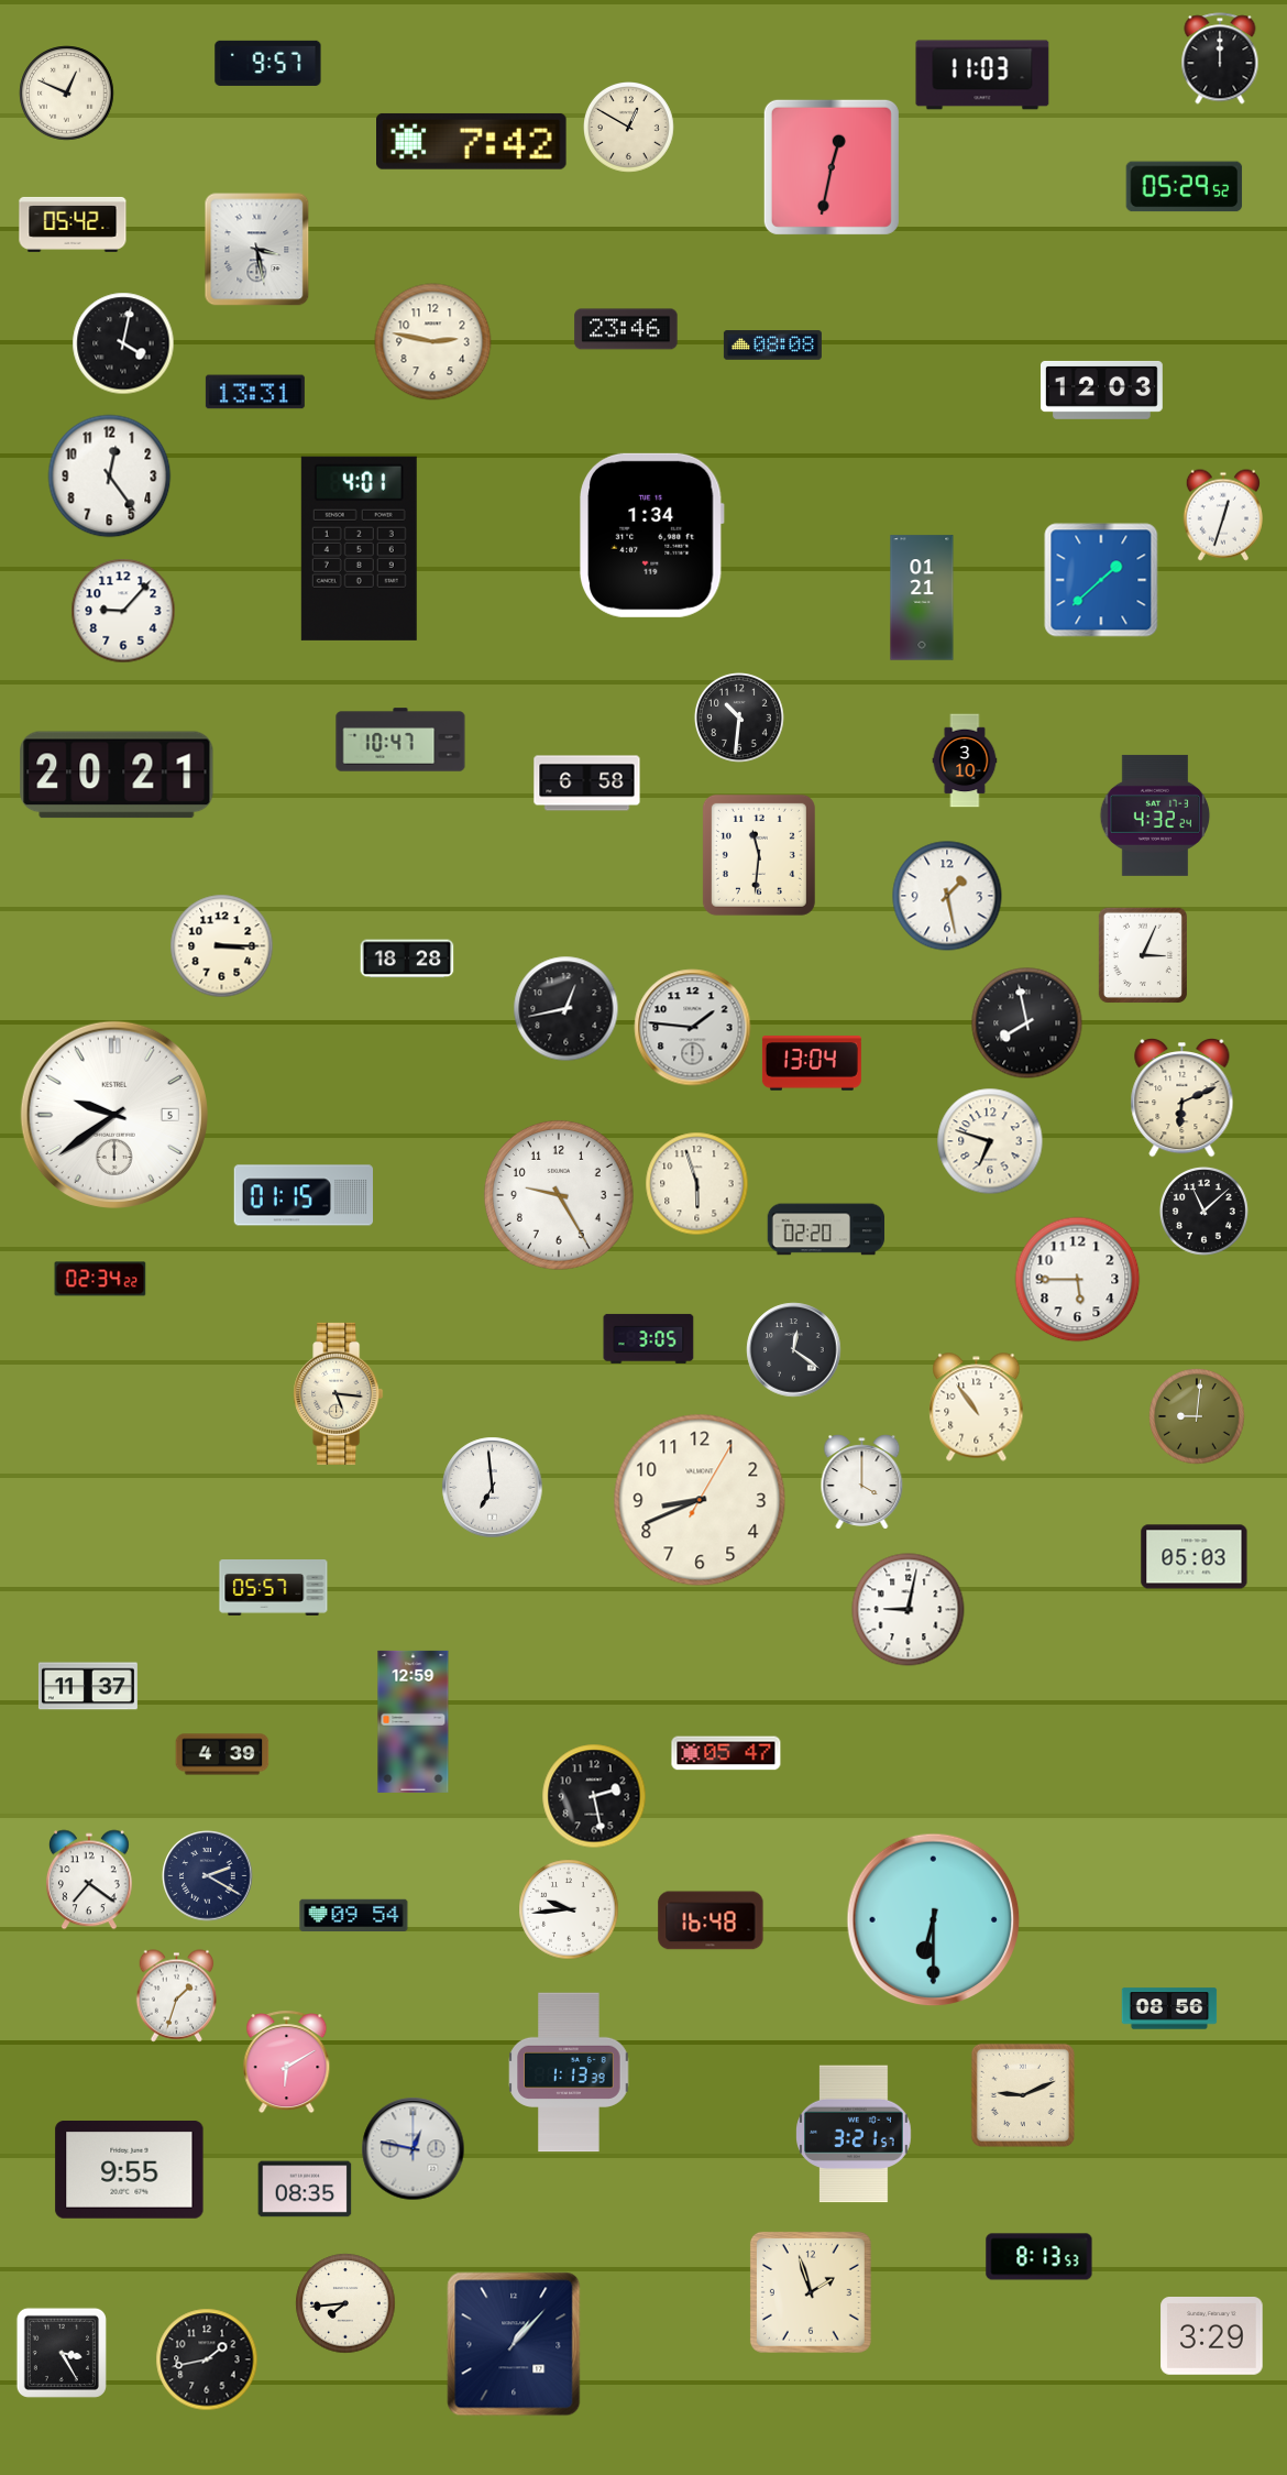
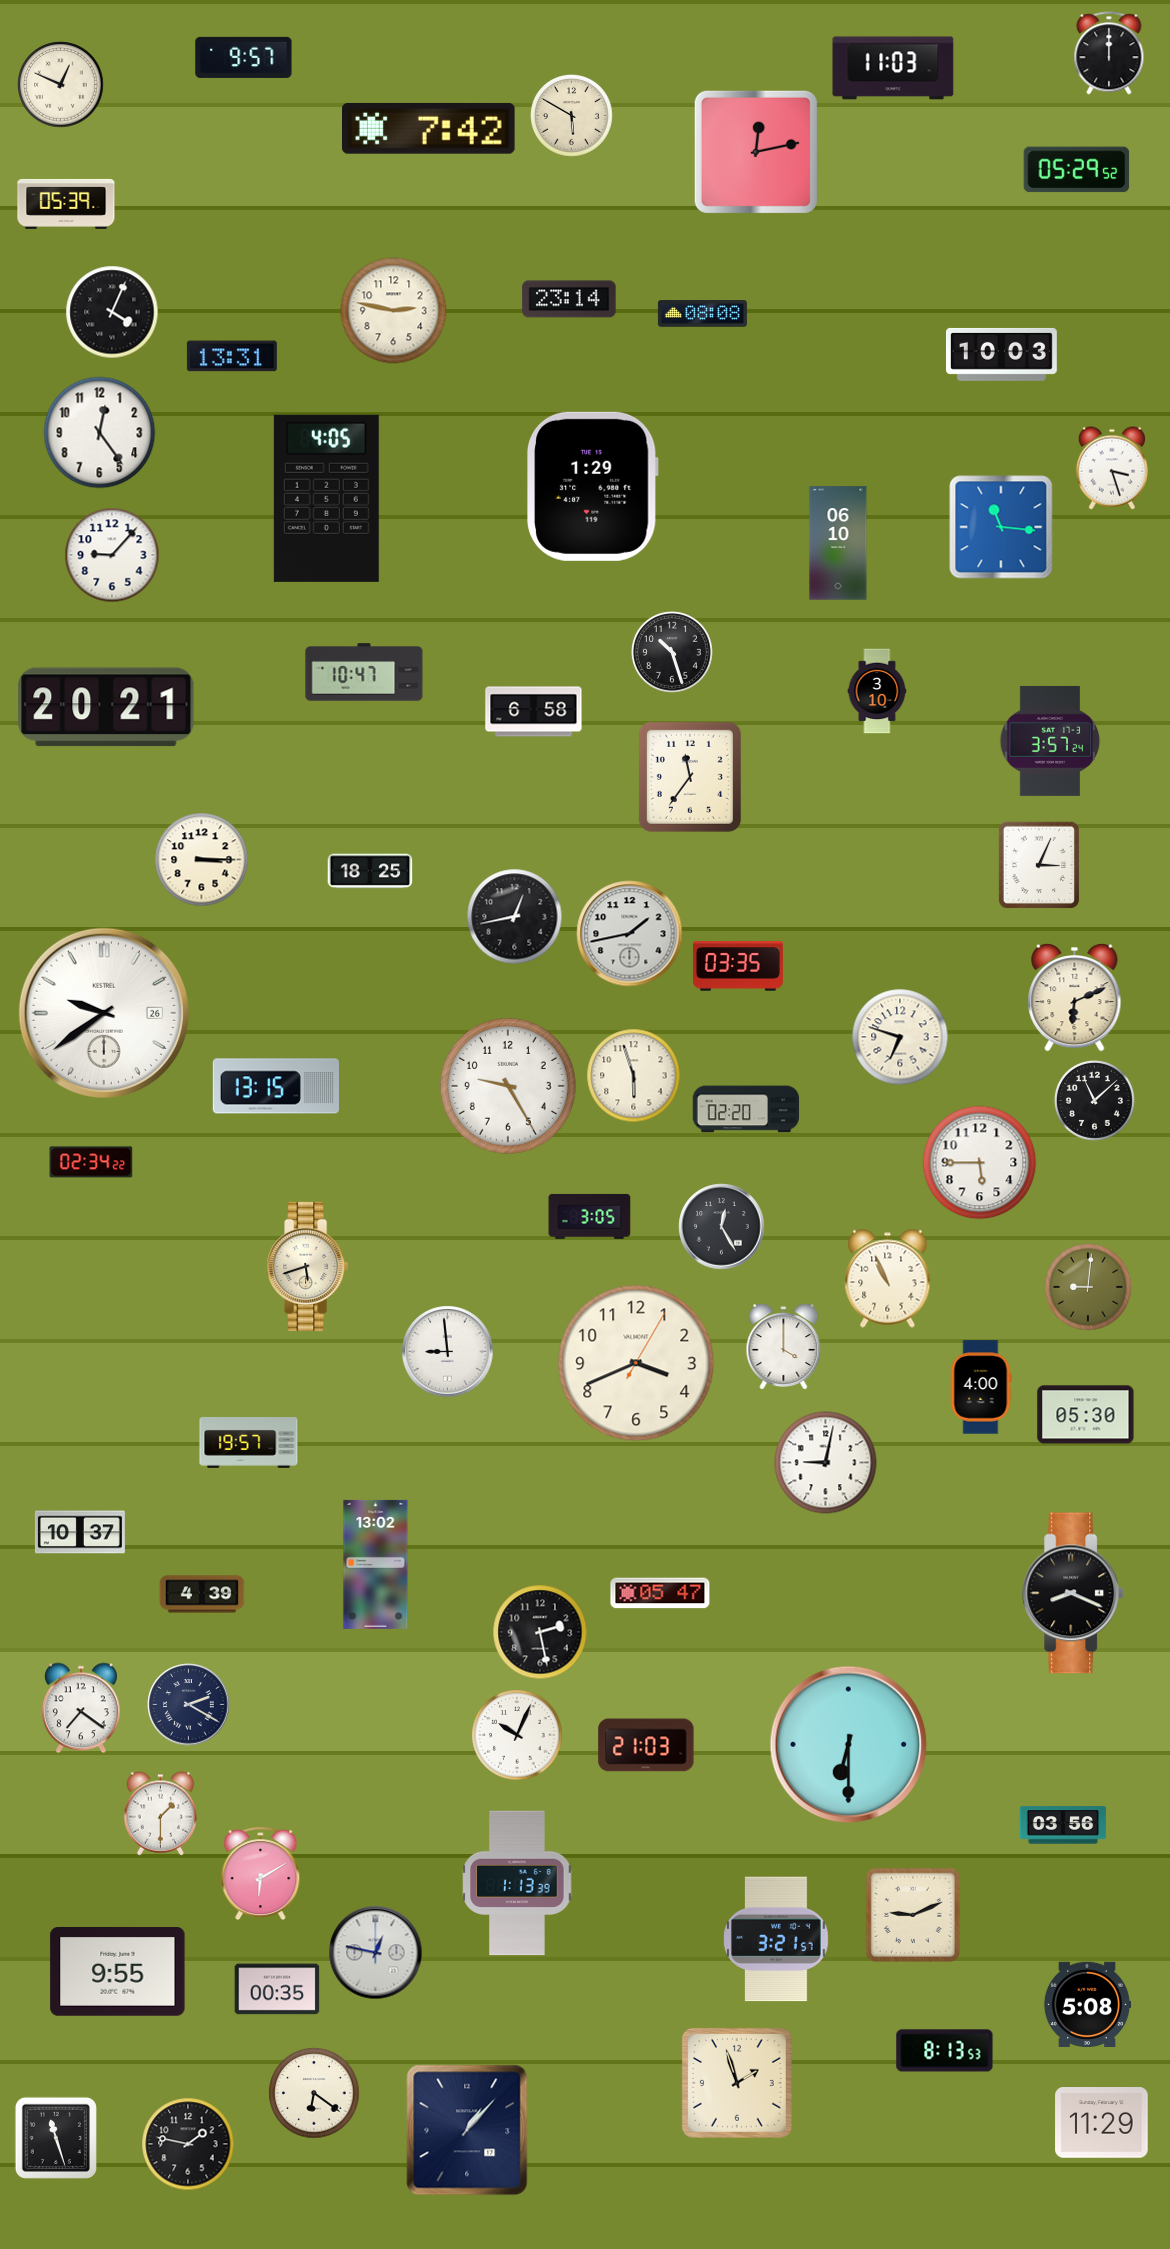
clock at (629, 128): 12:50 -> 5:50
clock at (832, 167): 12:32 -> 12:13
clock at (73, 224): 05:42 -> 05:39
clock at (257, 250): 3:28 -> none
clock at (626, 329): 23:46 -> 23:14
clock at (123, 343): 4:02 -> 4:04
clock at (1102, 390): 12:03 -> 10:03
clock at (1223, 515): 12:33 -> 3:27
clock at (652, 535): 1:34 -> 1:29
clock at (359, 548): 4:01 -> 4:05
clock at (1101, 580): 1:38 -> 11:16
clock at (922, 598): 01:21 -> 06:10
clock at (739, 718): 10:31 -> 10:27
clock at (117, 775) position: (117, 775) -> (106, 707)
clock at (1155, 815): 4:32 -> 3:57
clock at (759, 855): 11:31 -> 11:36
clock at (947, 896): 1:28 -> none
clock at (1143, 955) position: (1143, 955) -> (1039, 865)
clock at (407, 959): 18:28 -> 18:25
clock at (1027, 1023): 7:58 -> none
clock at (693, 1028): 1:46 -> 1:43
clock at (812, 1063): 13:04 -> 03:35
clock at (114, 1115) date: 5 -> 26
clock at (302, 1195): 01:15 -> 13:15
clock at (826, 1229) position: (826, 1229) -> (746, 1109)
clock at (794, 1350): 12:21 -> 12:25
clock at (339, 1393): 5:16 -> 5:42
clock at (977, 1408): 10:54 -> 10:56
clock at (493, 1488): 6:59 -> 8:59
clock at (700, 1500): 8:41 -> 3:41
clock at (981, 1387): none -> 4:00
clock at (1195, 1557): 05:03 -> 05:30
clock at (274, 1588): 05:57 -> 19:57
clock at (88, 1686): 11:37 -> 10:37
clock at (414, 1721): 12:59 -> 13:02
clock at (1074, 1593): none -> 8:19
clock at (569, 1909): 9:44 -> 10:04
clock at (354, 1916): 09:54 -> none
clock at (711, 1920): 16:48 -> 21:03
clock at (177, 1996): 1:33 -> 1:30
clock at (1169, 2008): 08:56 -> 03:56
clock at (1023, 2095) position: (1023, 2095) -> (913, 1915)
clock at (305, 2189): 08:35 -> 00:35
clock at (1086, 2004): none -> 5:08
clock at (345, 2303): 7:44 -> 6:21
clock at (1212, 2336): 3:29 -> 11:29
clock at (62, 2353): 3:25 -> 11:27
clock at (207, 2359): 1:43 -> 1:47
